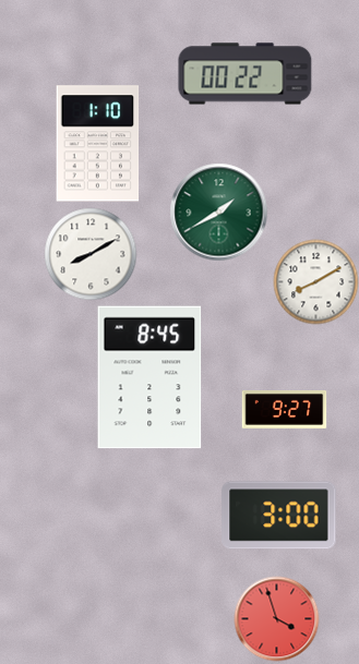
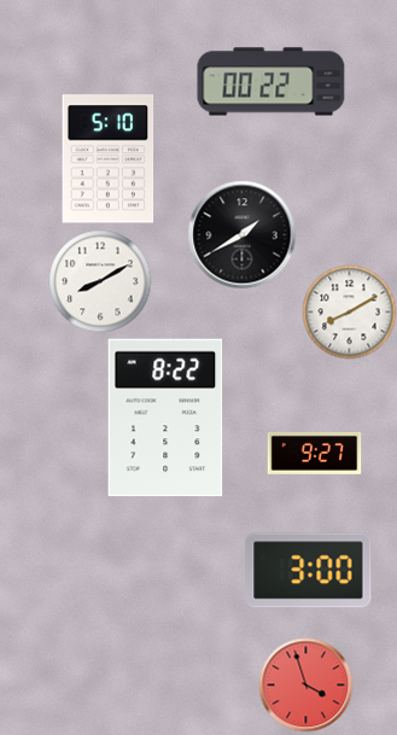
clock at (98, 144): 1:10 -> 5:10
clock at (218, 212) dial: green -> black
clock at (149, 377): 8:45 -> 8:22
